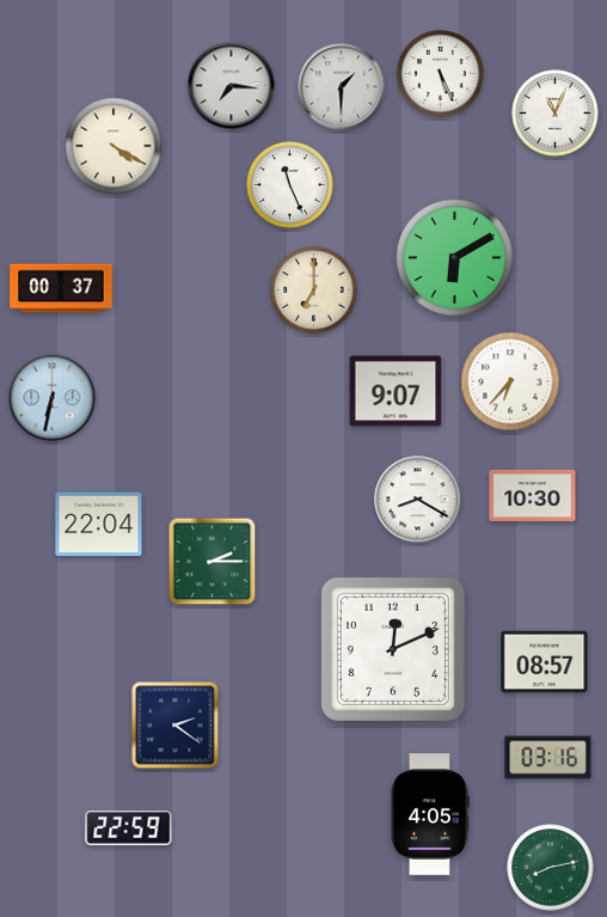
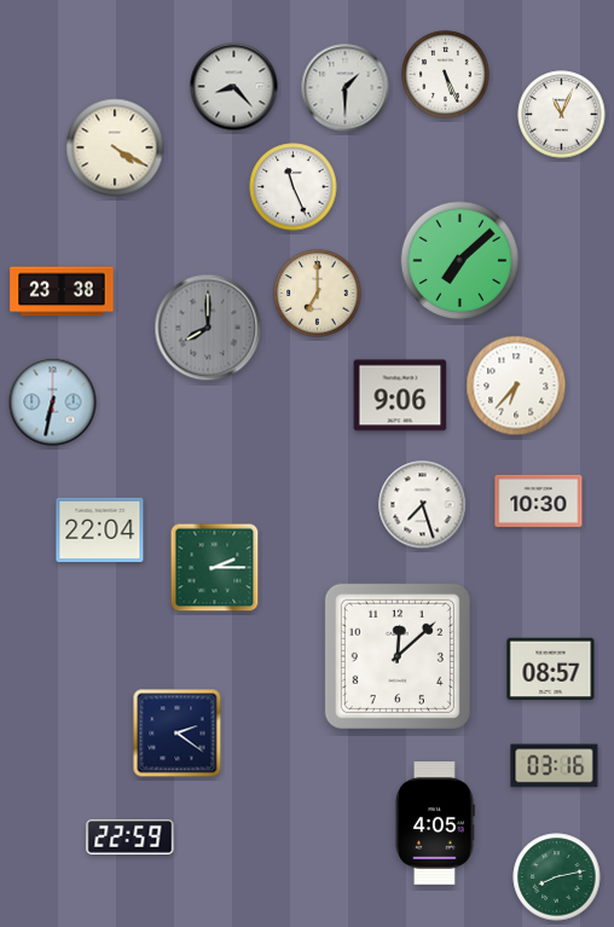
clock at (232, 86): 7:16 -> 8:23
clock at (455, 258): 6:10 -> 7:08
clock at (61, 288): 00:37 -> 23:38
clock at (208, 328): none -> 8:00
clock at (396, 391): 9:07 -> 9:06
clock at (418, 500): 8:20 -> 7:27
clock at (393, 649): 12:11 -> 12:08
